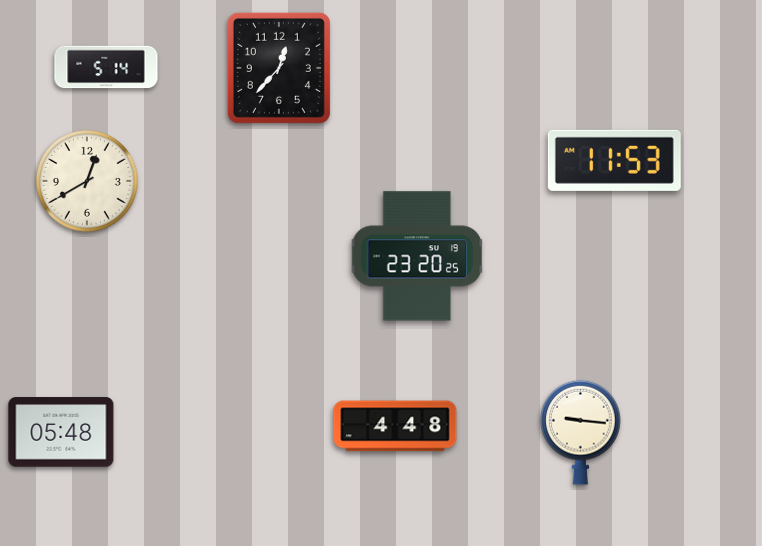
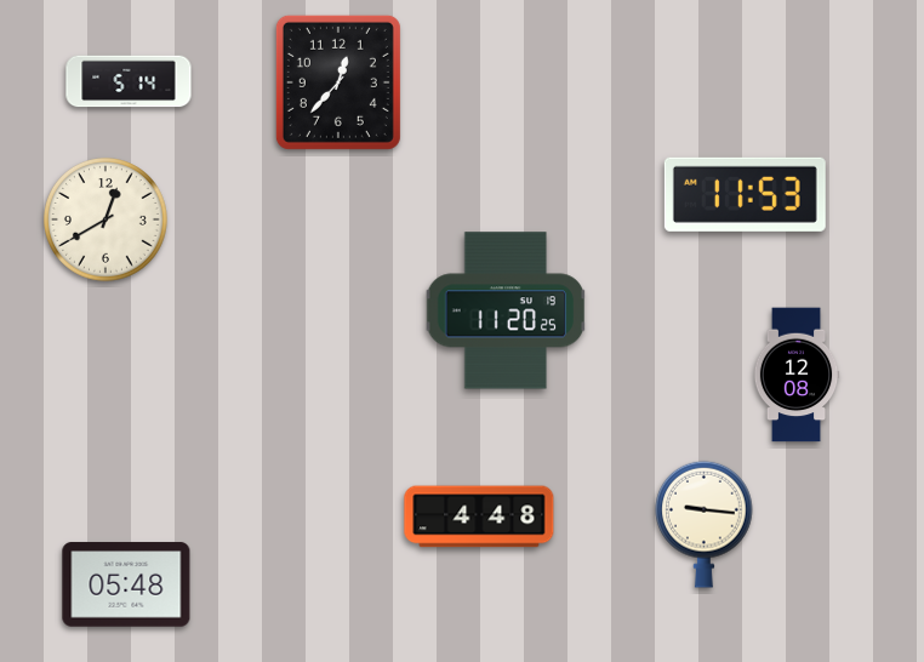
clock at (417, 256): 23:20 -> 11:20
clock at (797, 375): none -> 12:08
clock at (61, 432) position: (61, 432) -> (126, 584)
